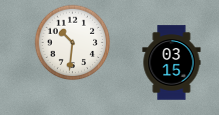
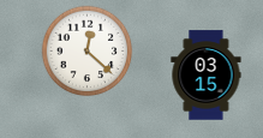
clock at (73, 43): 10:31 -> 12:22
